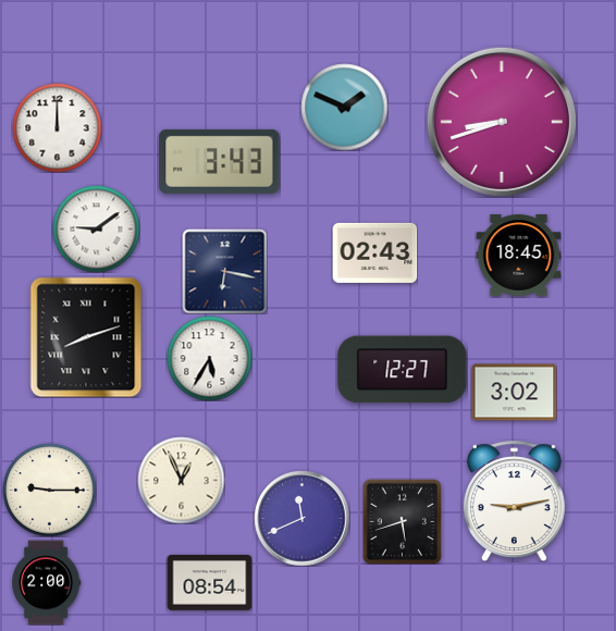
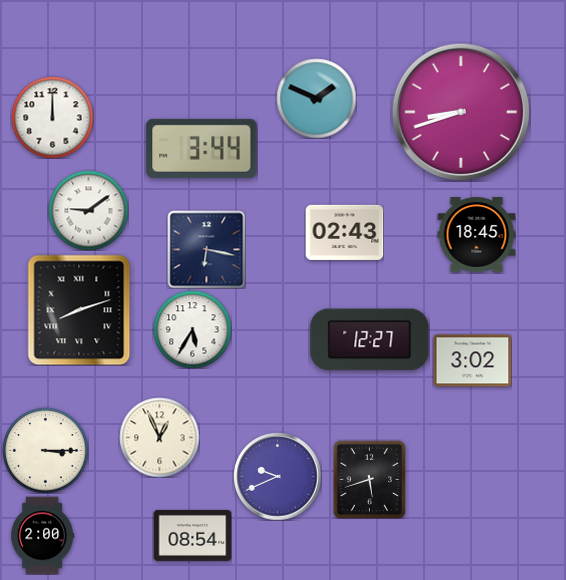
clock at (220, 161): 3:43 -> 3:44
clock at (181, 480) position: (181, 480) -> (159, 437)
clock at (49, 490): 9:15 -> 3:15
clock at (514, 500): 9:13 -> none
clock at (301, 518): 11:41 -> 9:41
